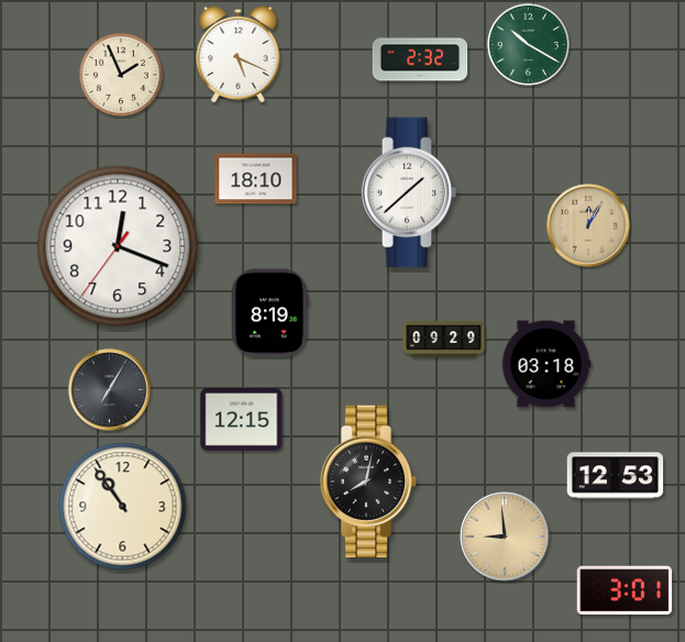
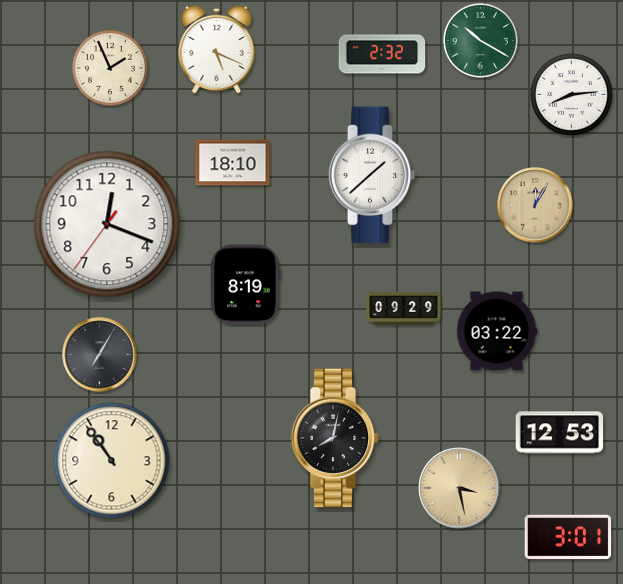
clock at (572, 95): none -> 8:14
clock at (546, 364): 03:18 -> 03:22
clock at (242, 419): 12:15 -> none
clock at (505, 536): 8:59 -> 3:28
